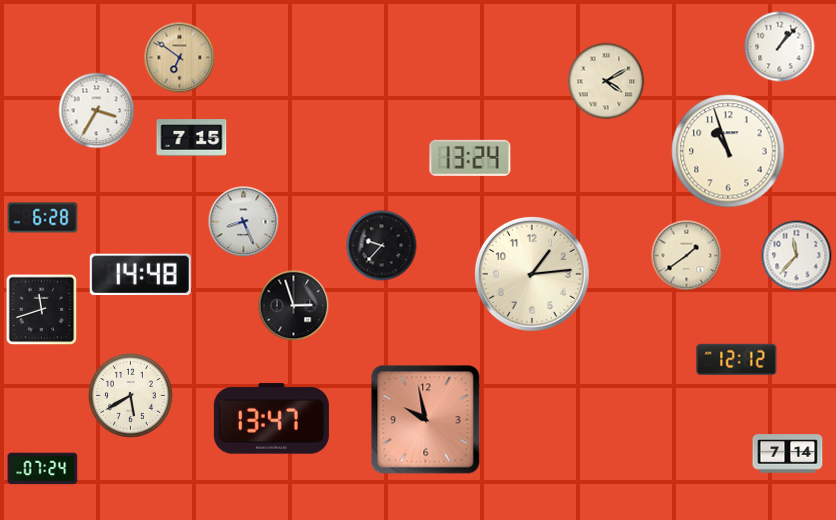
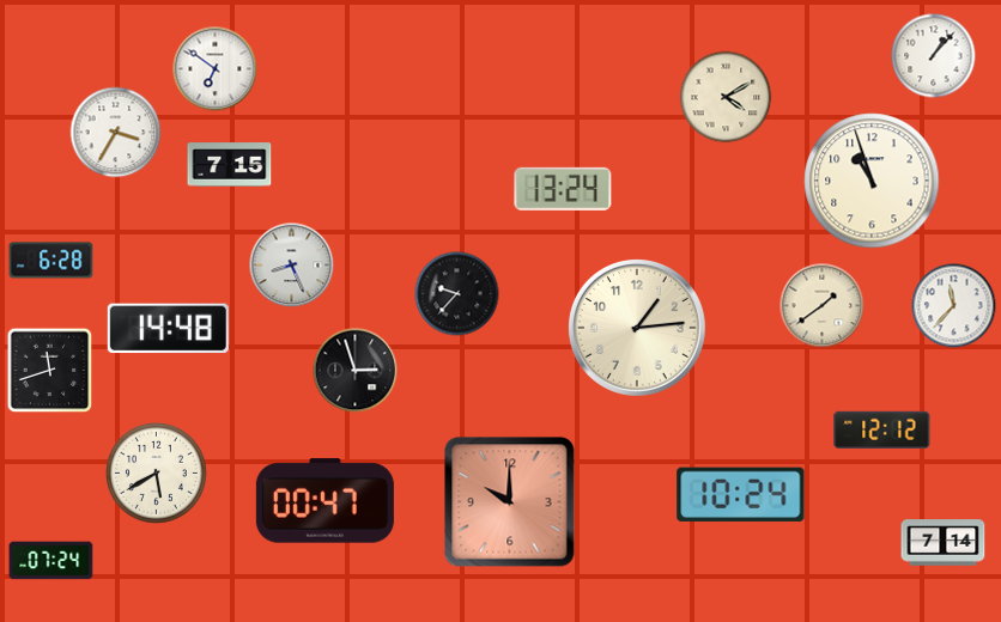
clock at (180, 58) dial: champagne -> white
clock at (294, 306) position: (294, 306) -> (356, 371)
clock at (741, 494): none -> 10:24
clock at (271, 419): 13:47 -> 00:47
clock at (426, 420): 9:58 -> 10:00
